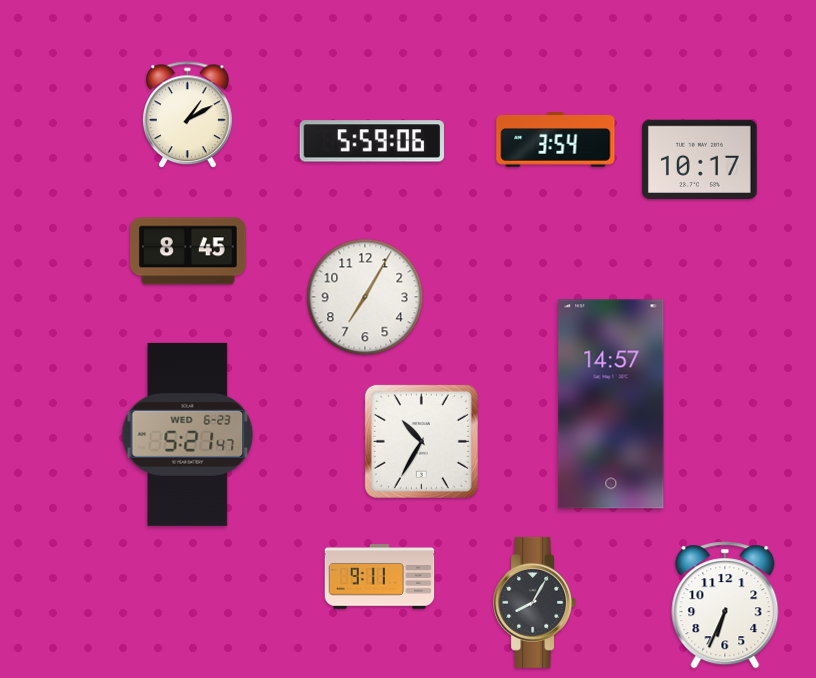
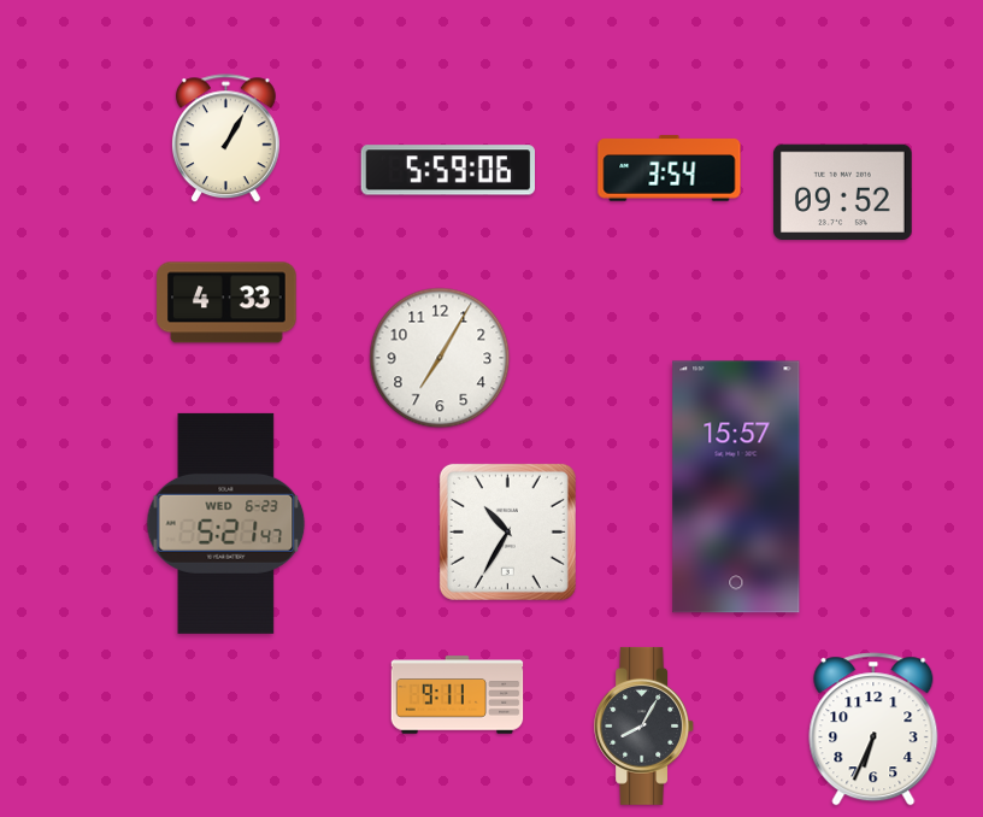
clock at (187, 115): 1:10 -> 1:05
clock at (700, 159): 10:17 -> 09:52
clock at (188, 251): 8:45 -> 4:33
clock at (611, 404): 14:57 -> 15:57
